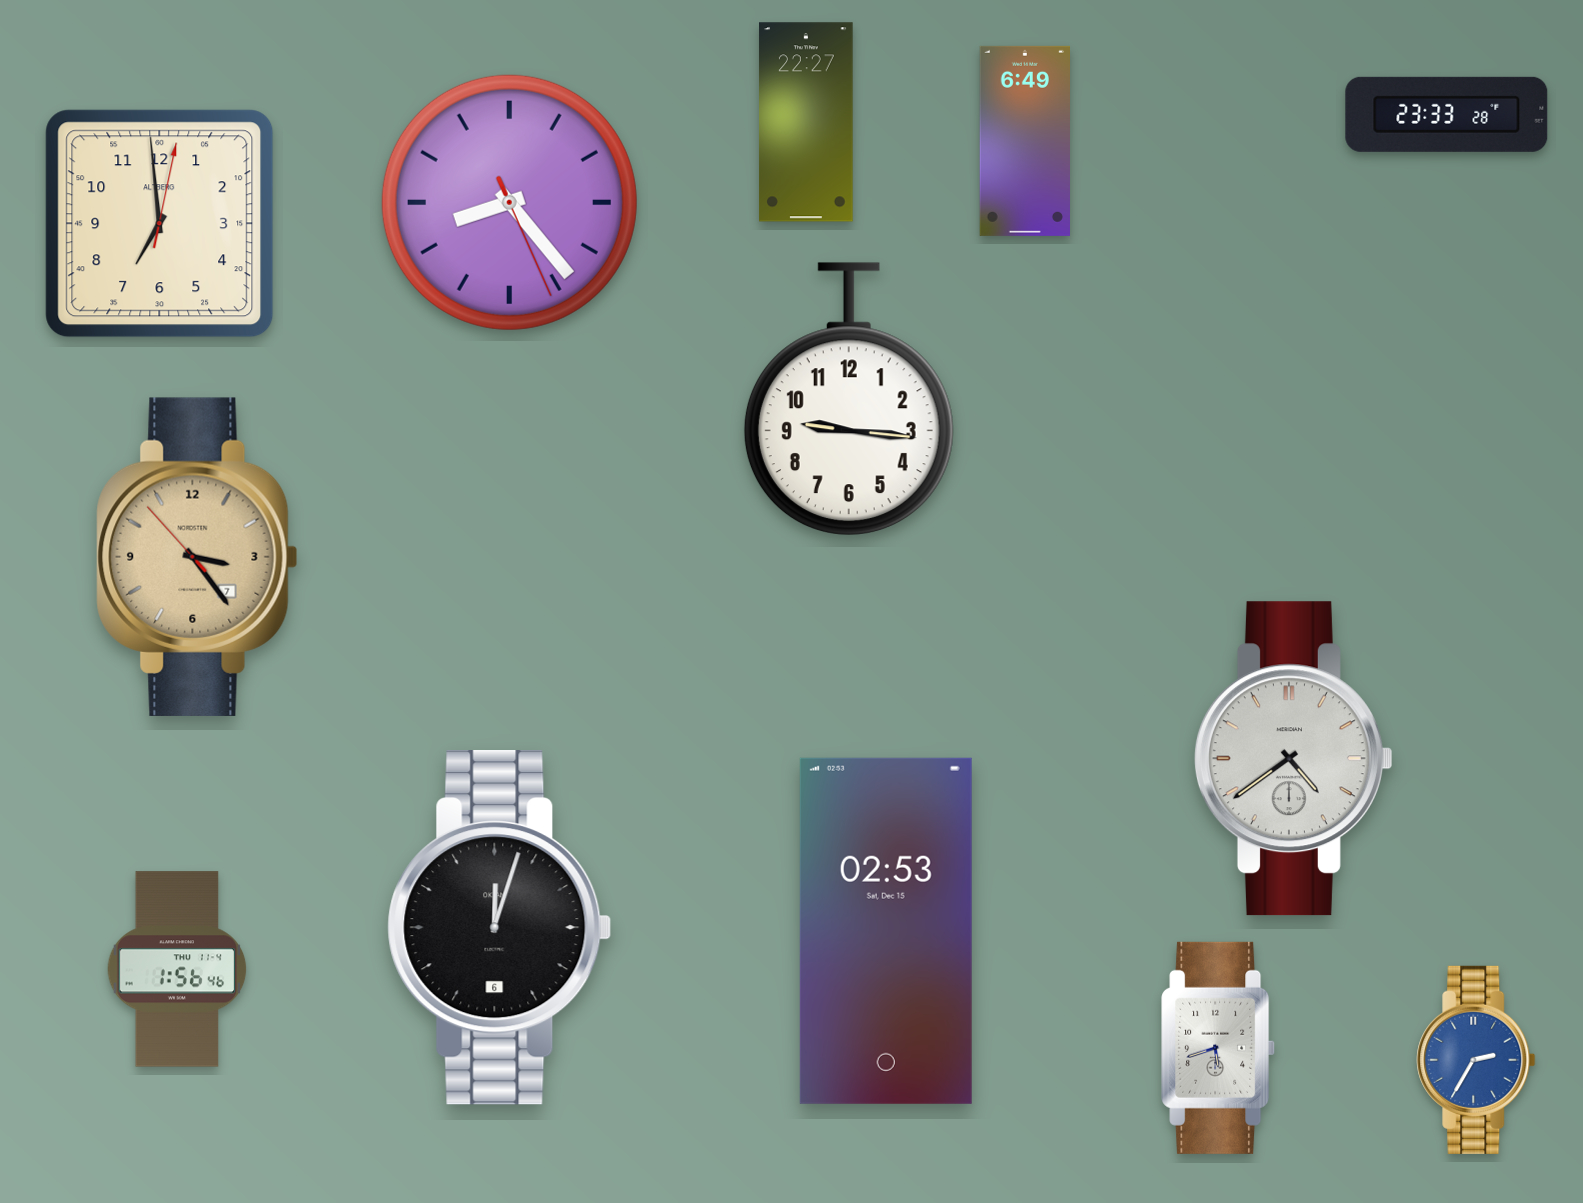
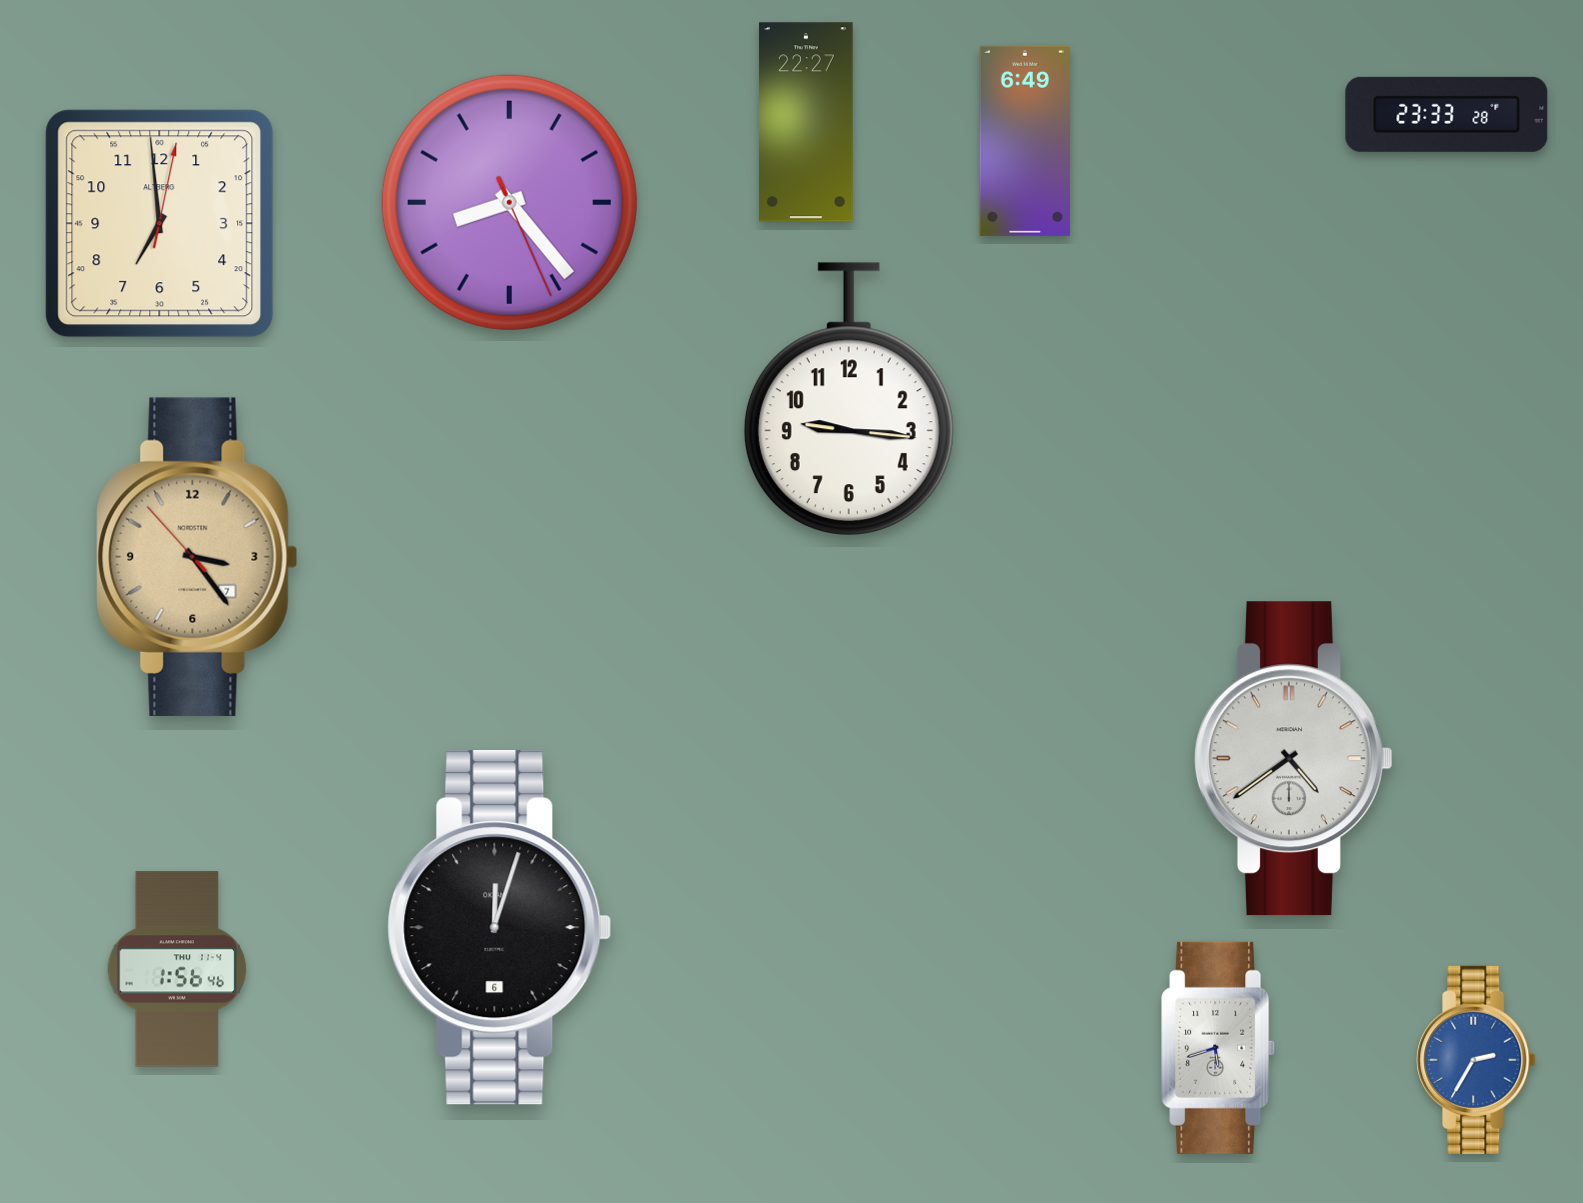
clock at (886, 931): 02:53 -> none
